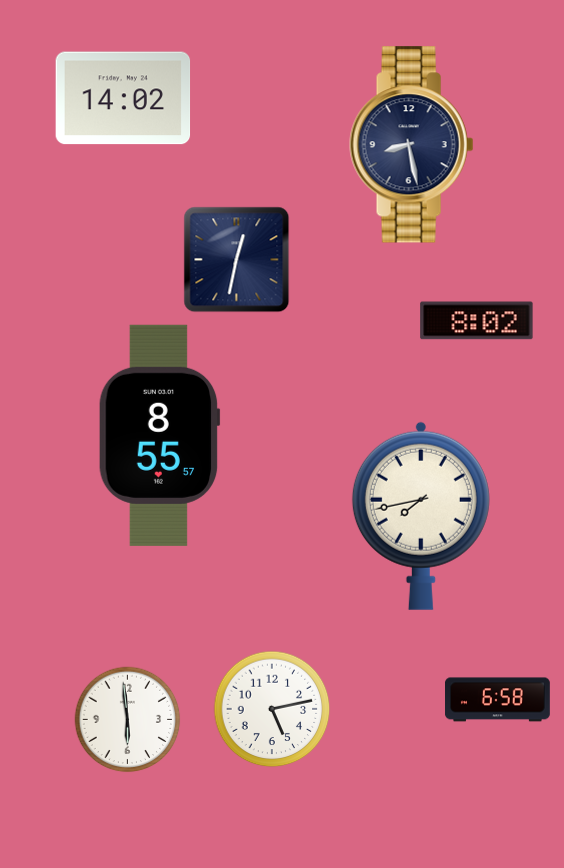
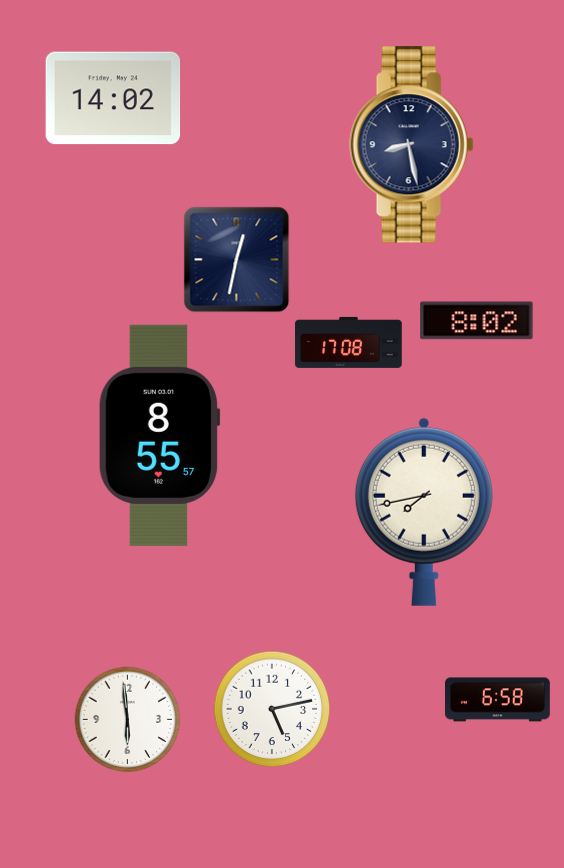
clock at (123, 98) position: (123, 98) -> (113, 98)
clock at (349, 342): none -> 17:08
clock at (421, 516) position: (421, 516) -> (424, 512)
